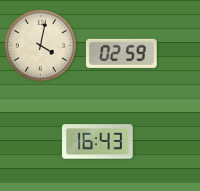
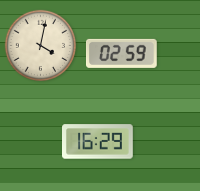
clock at (98, 142): 16:43 -> 16:29
